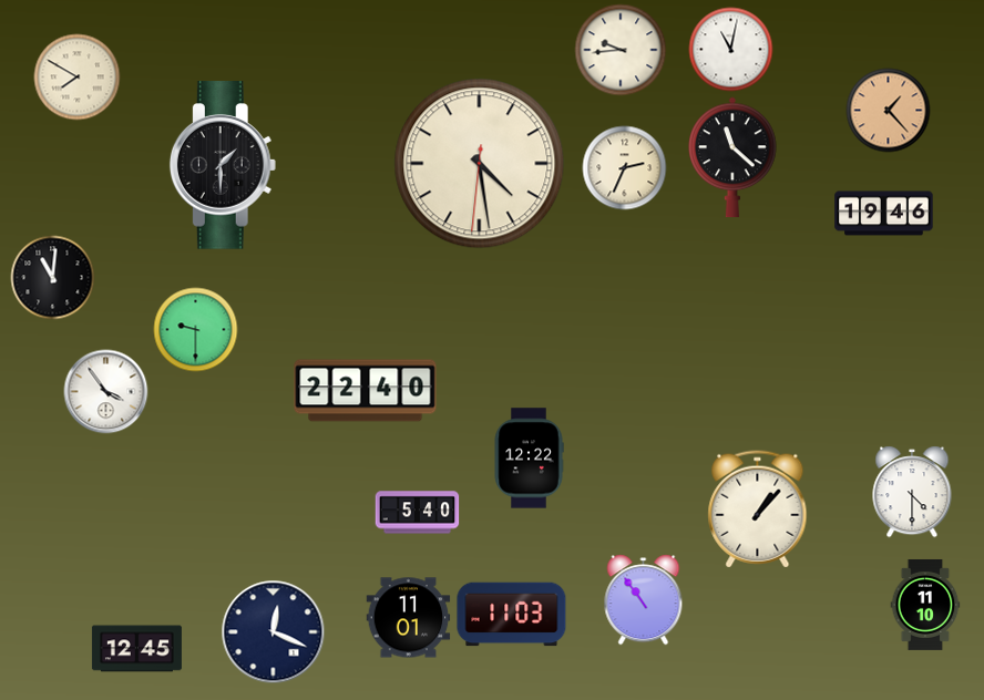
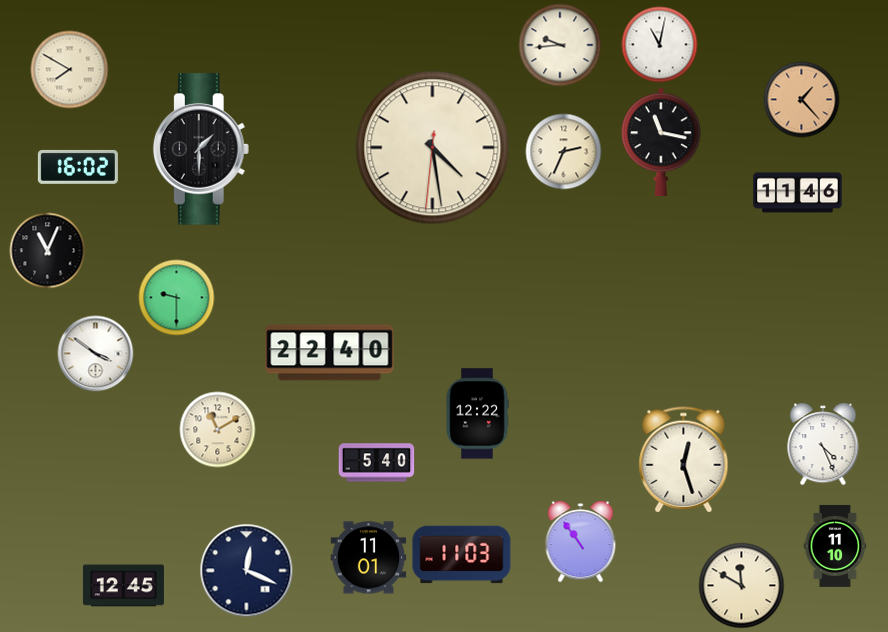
clock at (732, 157): 11:22 -> 11:17
clock at (78, 167): none -> 16:02
clock at (884, 214): 19:46 -> 11:46
clock at (53, 278): 11:01 -> 11:04
clock at (106, 392): 3:54 -> 3:51
clock at (218, 430): none -> 11:10
clock at (912, 492): 4:30 -> 4:26
clock at (758, 509): 1:07 -> 12:27
clock at (742, 586): none -> 11:50
